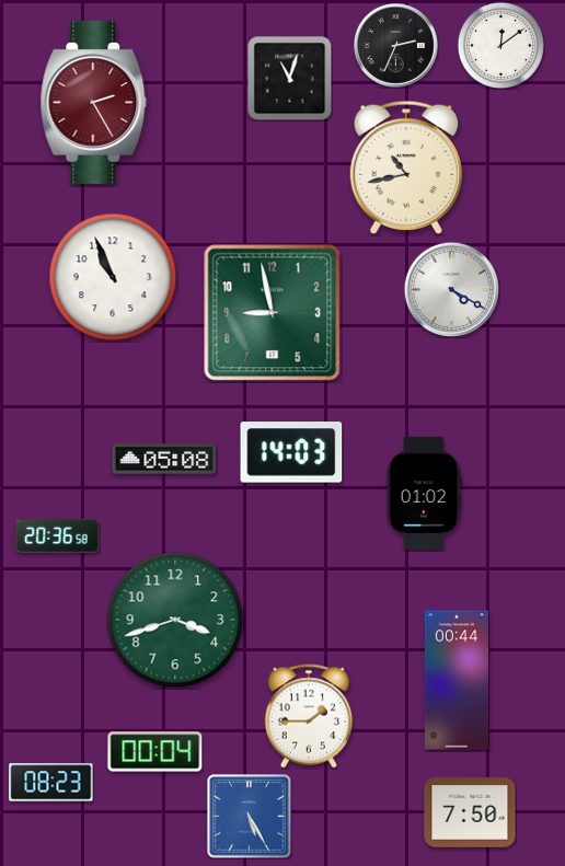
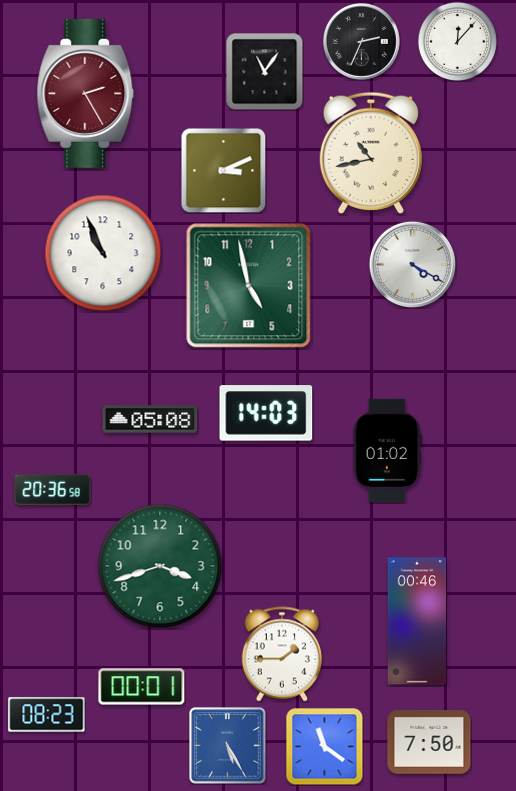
clock at (500, 45): 12:09 -> 12:07
clock at (289, 78): 11:03 -> 11:06
clock at (223, 170): none -> 3:11
clock at (273, 313): 8:58 -> 4:58
clock at (457, 680): 00:44 -> 00:46
clock at (155, 752): 00:04 -> 00:01
clock at (324, 746): none -> 11:21
